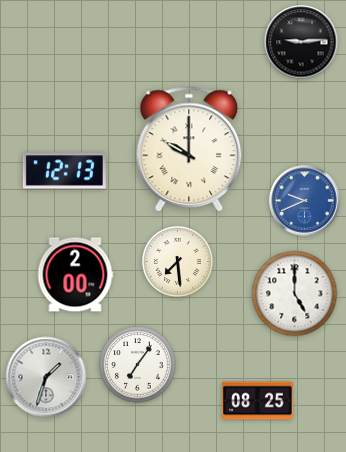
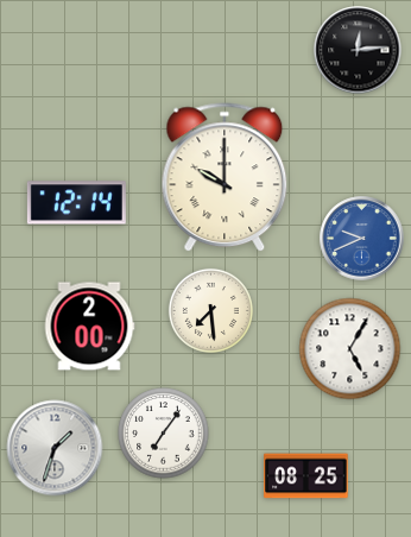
clock at (301, 42): 9:14 -> 12:14
clock at (64, 171): 12:13 -> 12:14
clock at (295, 294): 5:00 -> 5:05
